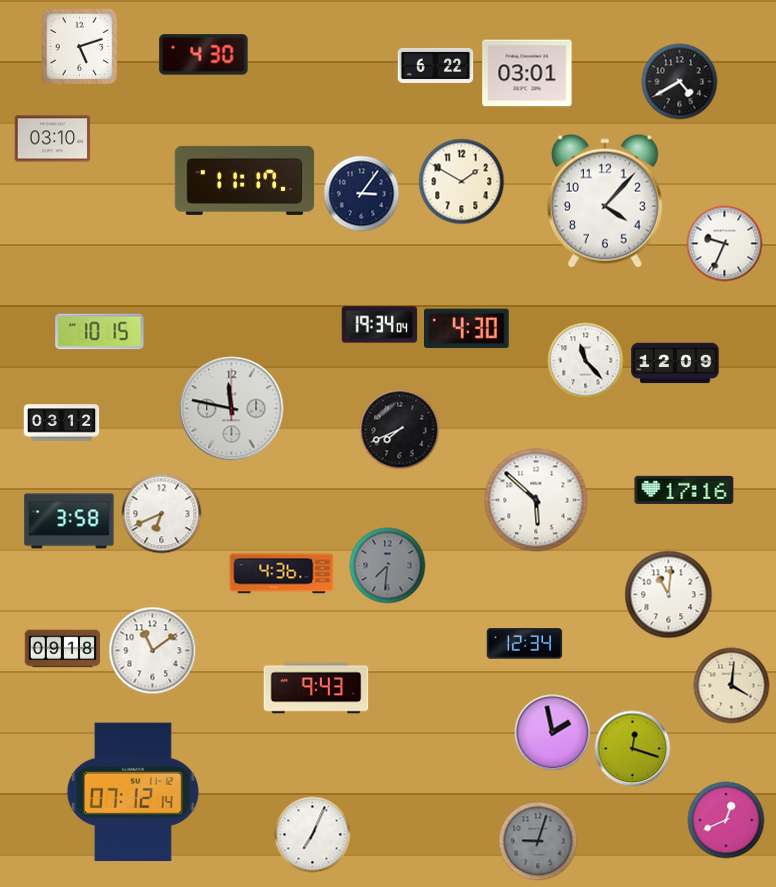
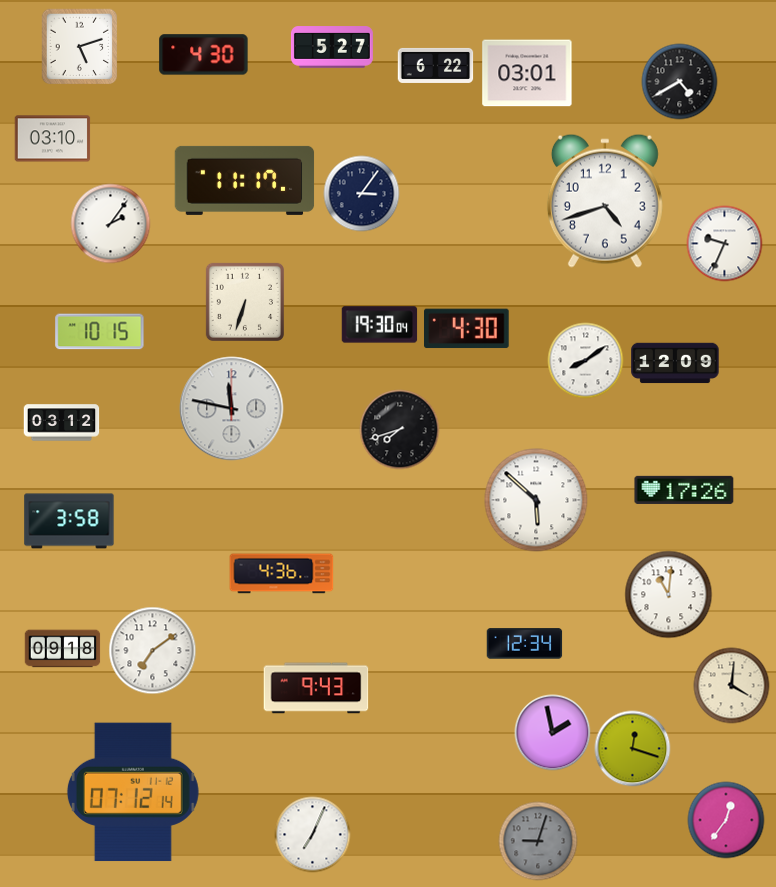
clock at (332, 47): none -> 5:27
clock at (462, 182): 1:50 -> none
clock at (605, 201): 4:07 -> 4:42
clock at (111, 224): none -> 2:06
clock at (245, 302): none -> 6:33
clock at (380, 325): 19:34 -> 19:30
clock at (586, 361): 11:23 -> 8:09
clock at (400, 430): 7:41 -> 7:42
clock at (684, 490): 17:16 -> 17:26
clock at (162, 514): 6:41 -> none
clock at (388, 566): 7:31 -> none
clock at (153, 651): 11:09 -> 7:09
clock at (726, 820): 12:41 -> 12:36
